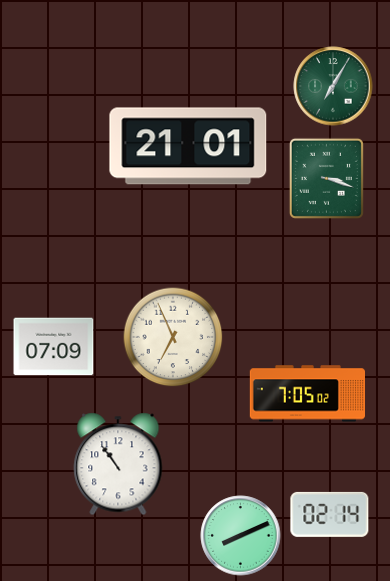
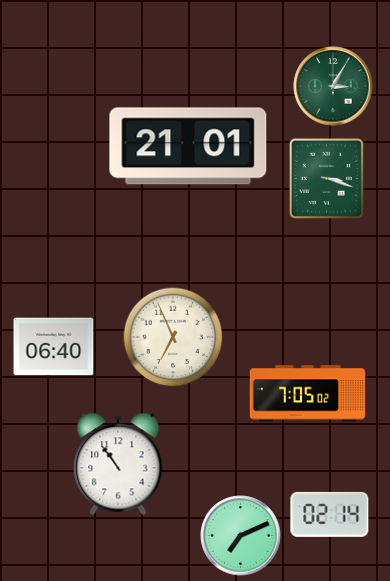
clock at (333, 86): 7:05 -> 3:05
clock at (54, 347): 07:09 -> 06:40
clock at (241, 536): 8:11 -> 7:11
